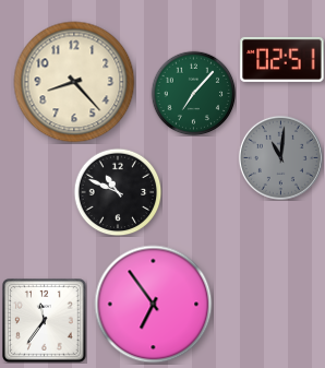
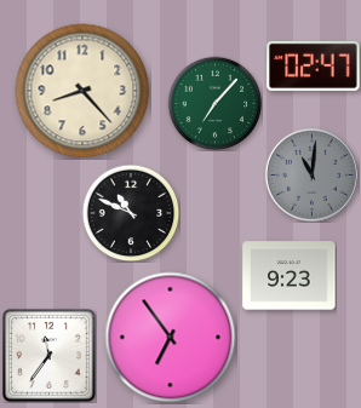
clock at (282, 59): 02:51 -> 02:47
clock at (290, 276): none -> 9:23
